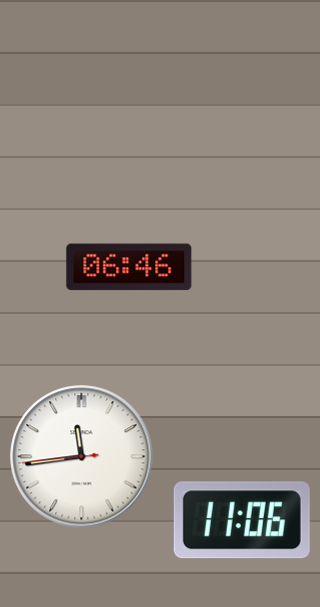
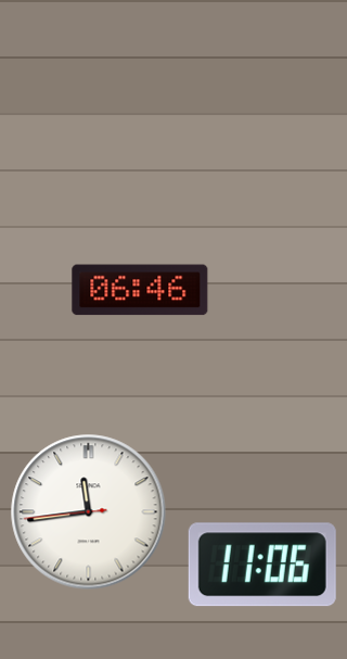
clock at (82, 457) position: (82, 457) -> (89, 512)
